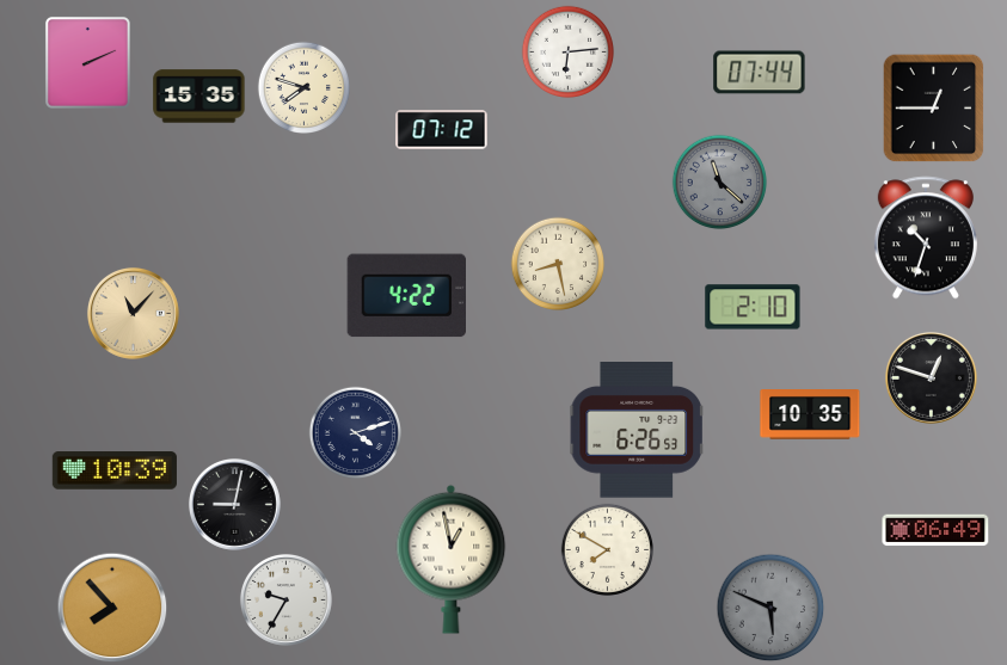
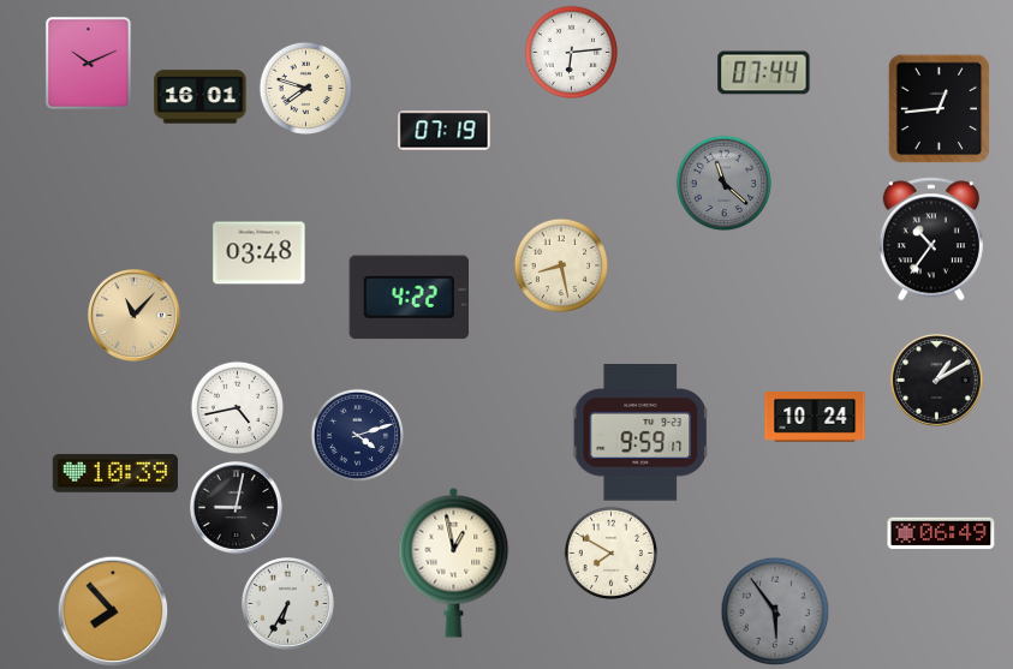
clock at (87, 62): 2:11 -> 10:11
clock at (199, 97): 15:35 -> 16:01
clock at (934, 107): 12:45 -> 12:44
clock at (442, 130): 07:12 -> 07:19
clock at (926, 238): 10:33 -> 10:36
clock at (260, 253): none -> 03:48
clock at (753, 307): 2:10 -> none
clock at (931, 377): 12:48 -> 1:10
clock at (237, 407): none -> 4:43
clock at (810, 415): 10:35 -> 10:24
clock at (637, 430): 6:26 -> 9:59
clock at (285, 599): 9:35 -> 6:35
clock at (770, 608): 5:49 -> 5:54
